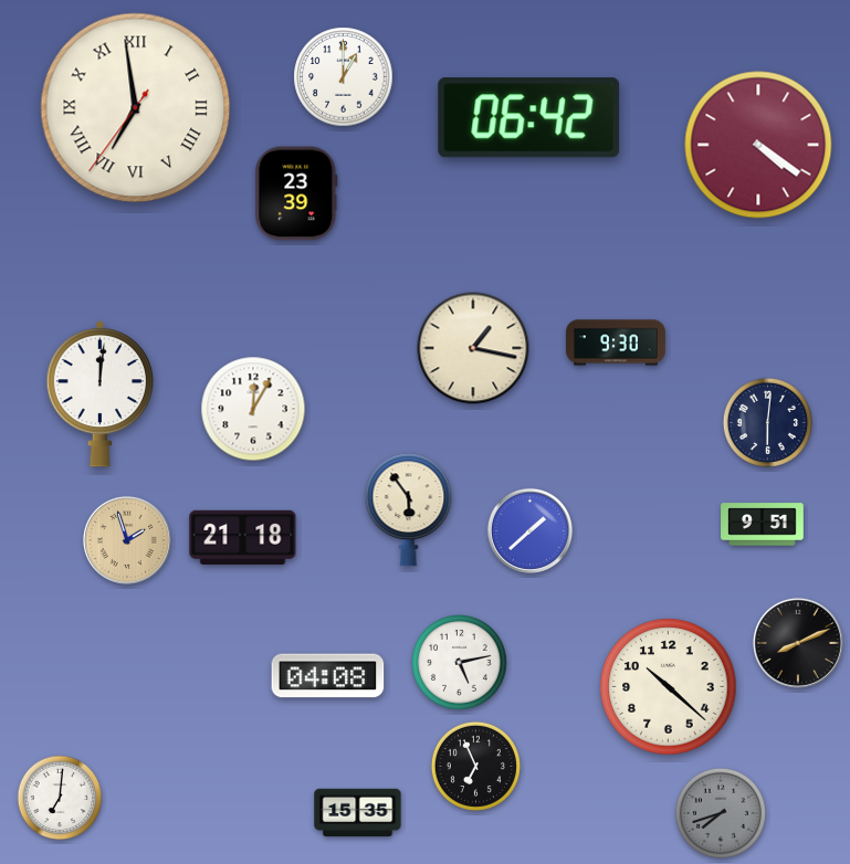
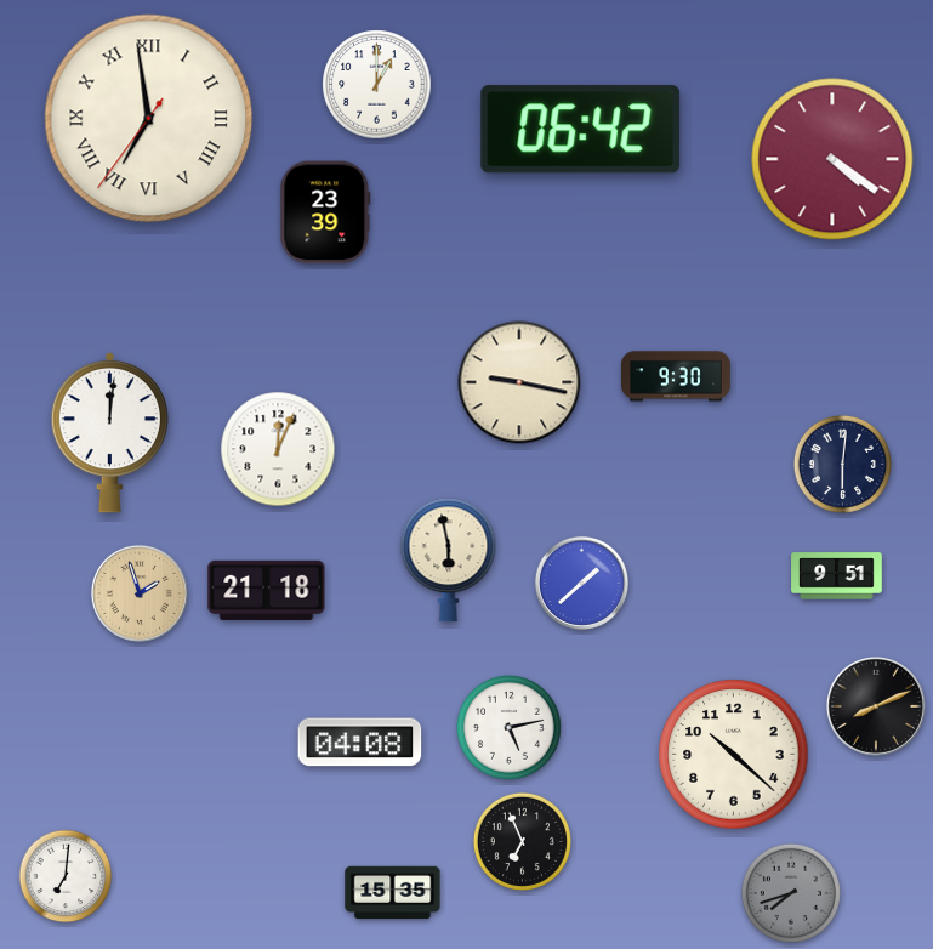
clock at (473, 348): 1:17 -> 9:17
clock at (253, 409): 12:05 -> 12:04
clock at (409, 510): 5:54 -> 5:58
clock at (460, 663) position: (460, 663) -> (510, 728)
